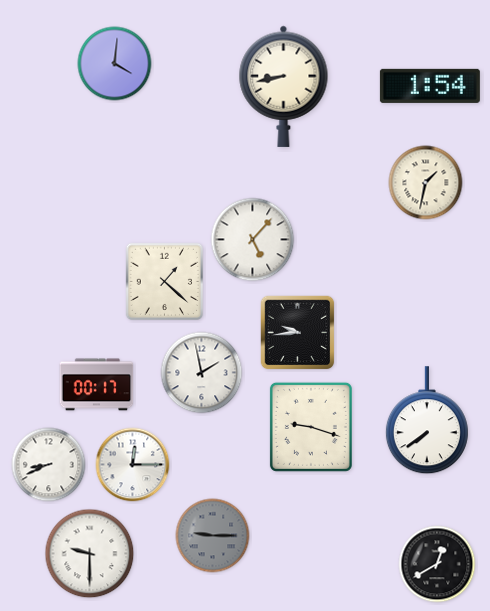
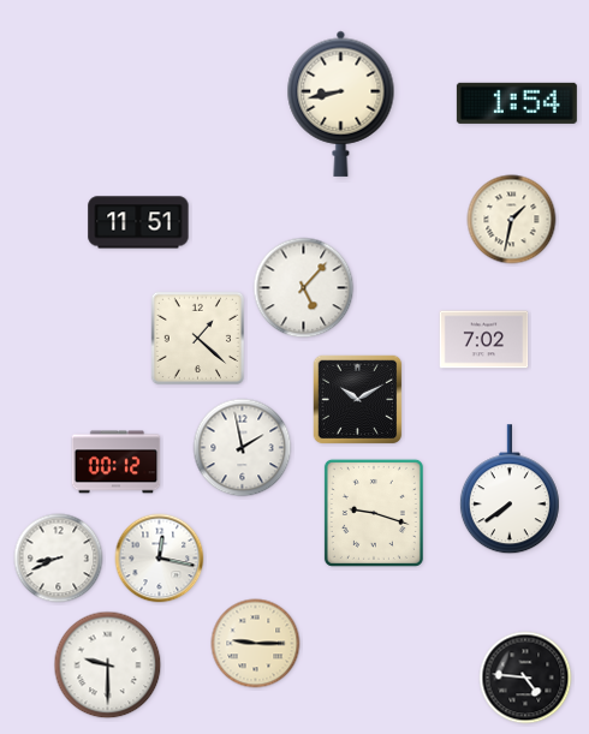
clock at (115, 64): 4:01 -> none
clock at (138, 222): none -> 11:51
clock at (484, 340): none -> 7:02
clock at (298, 333): 9:44 -> 10:10
clock at (97, 385): 00:17 -> 00:12
clock at (427, 421) position: (427, 421) -> (510, 490)
clock at (133, 465): 12:15 -> 12:17
clock at (213, 536) dial: grey -> cream
clock at (437, 564): 12:40 -> 4:46
